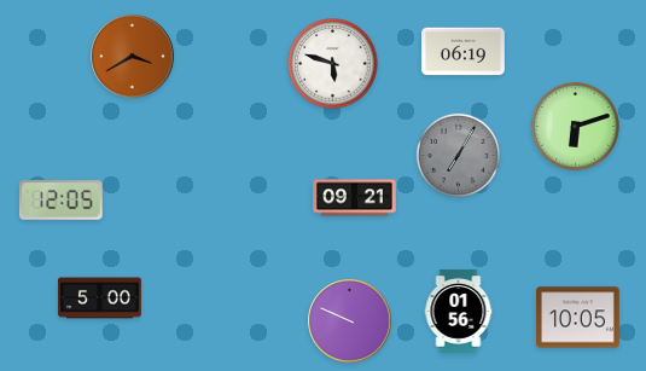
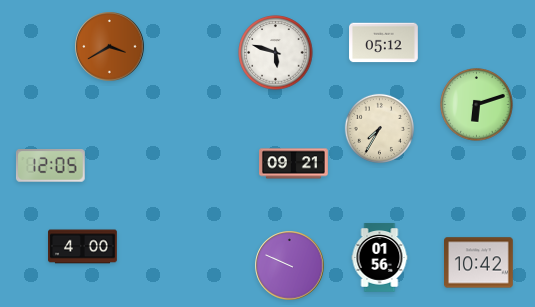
clock at (464, 52): 06:19 -> 05:12
clock at (458, 155): 7:05 -> 7:35
clock at (458, 155) dial: grey -> cream
clock at (100, 298): 5:00 -> 4:00
clock at (578, 318): 10:05 -> 10:42
